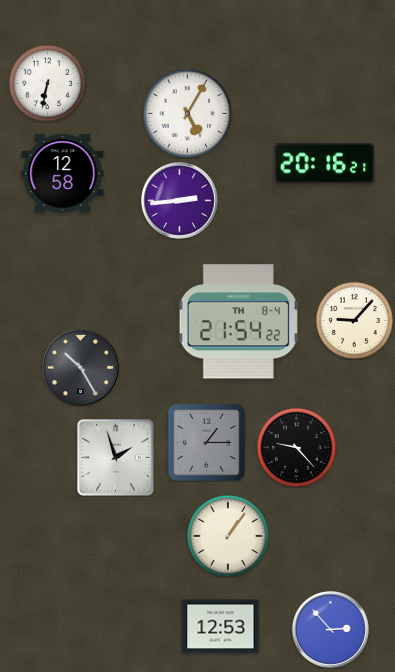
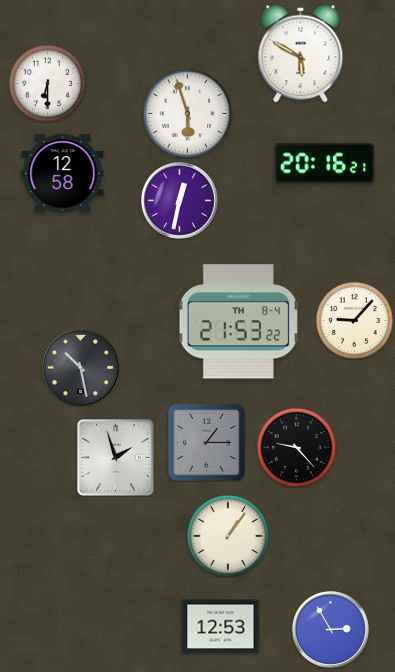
clock at (301, 54): none -> 5:50
clock at (47, 83): 6:32 -> 6:30
clock at (187, 113): 5:05 -> 5:57
clock at (179, 200): 2:44 -> 12:32
clock at (238, 322): 21:54 -> 21:53
clock at (80, 367): 10:25 -> 10:28
clock at (330, 629): 2:53 -> 2:55
